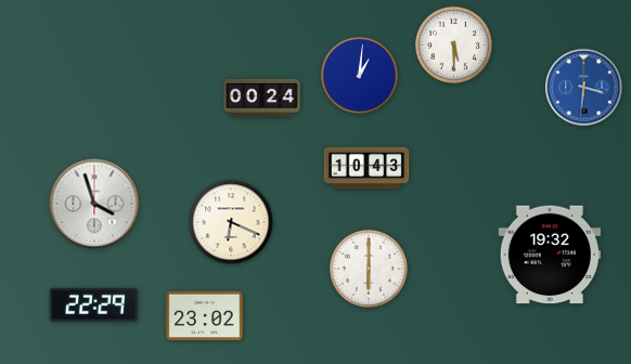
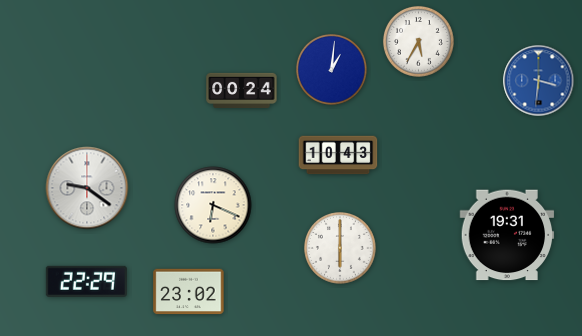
clock at (453, 44): 5:30 -> 5:35
clock at (94, 204): 3:57 -> 9:21
clock at (550, 255): 19:32 -> 19:31
